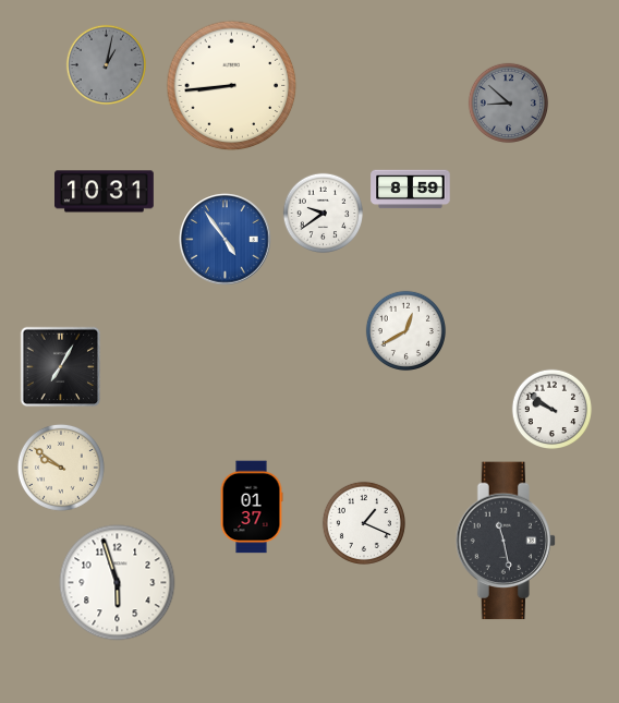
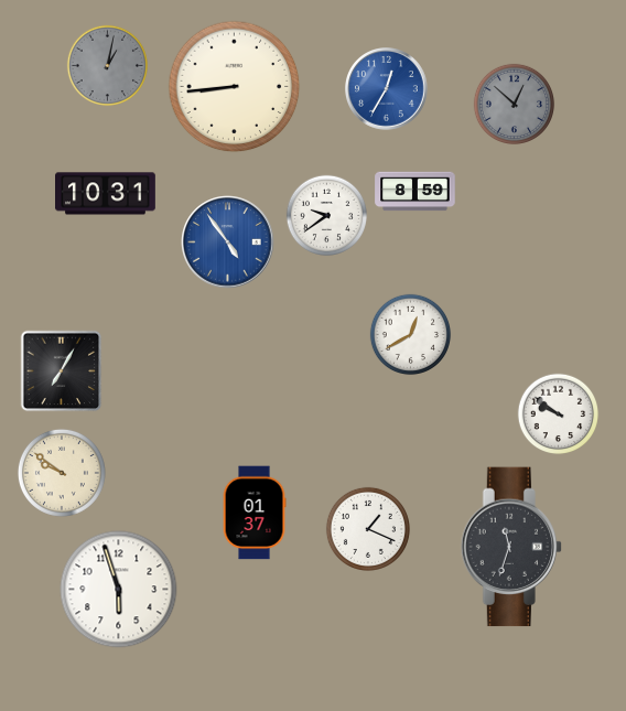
clock at (387, 89): none -> 12:35
clock at (509, 104): 8:52 -> 12:52
clock at (506, 541): 11:28 -> 11:33
